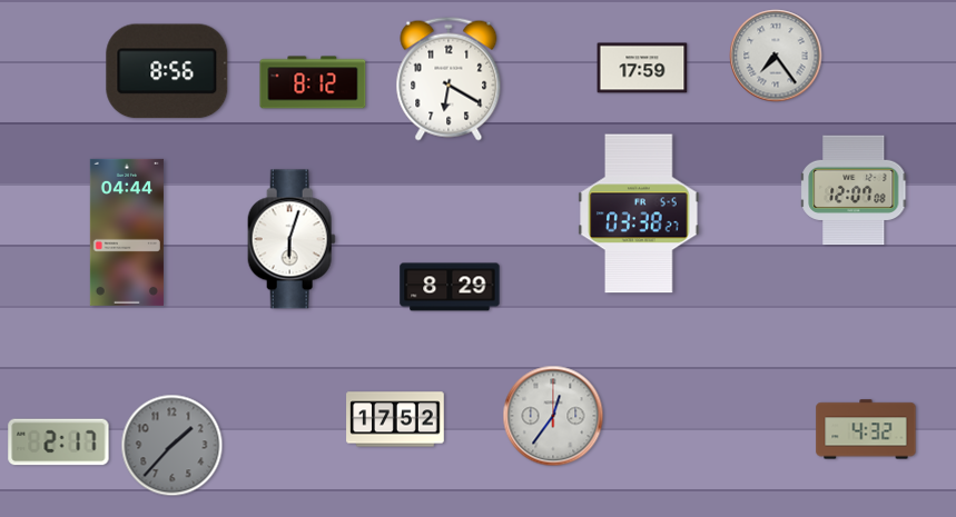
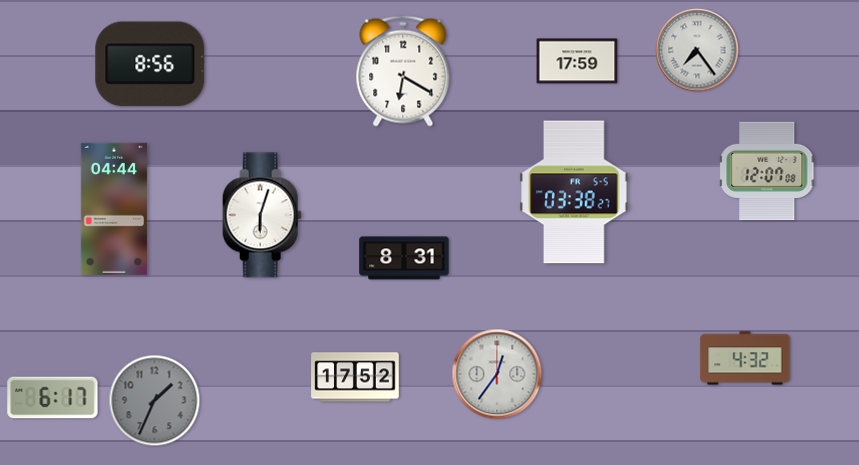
clock at (313, 82): 8:12 -> none
clock at (450, 287): 8:29 -> 8:31
clock at (866, 429) position: (866, 429) -> (745, 358)
clock at (59, 443): 2:17 -> 6:17
clock at (173, 446): 1:37 -> 1:34
